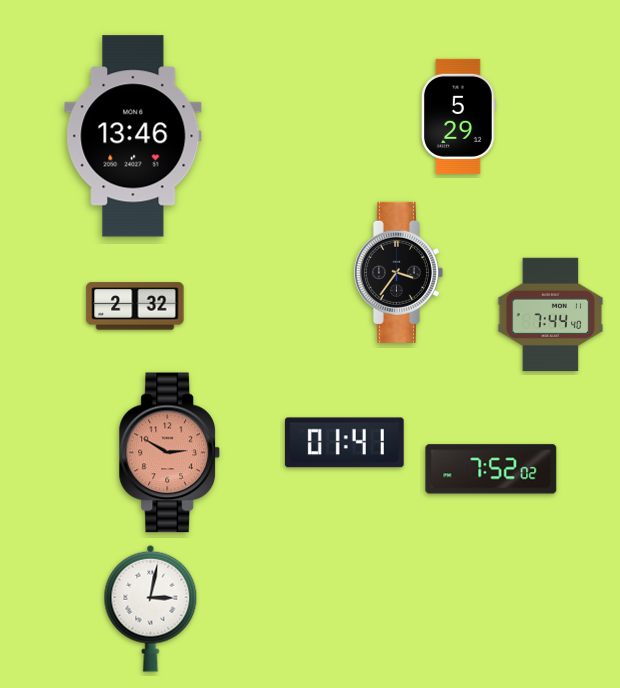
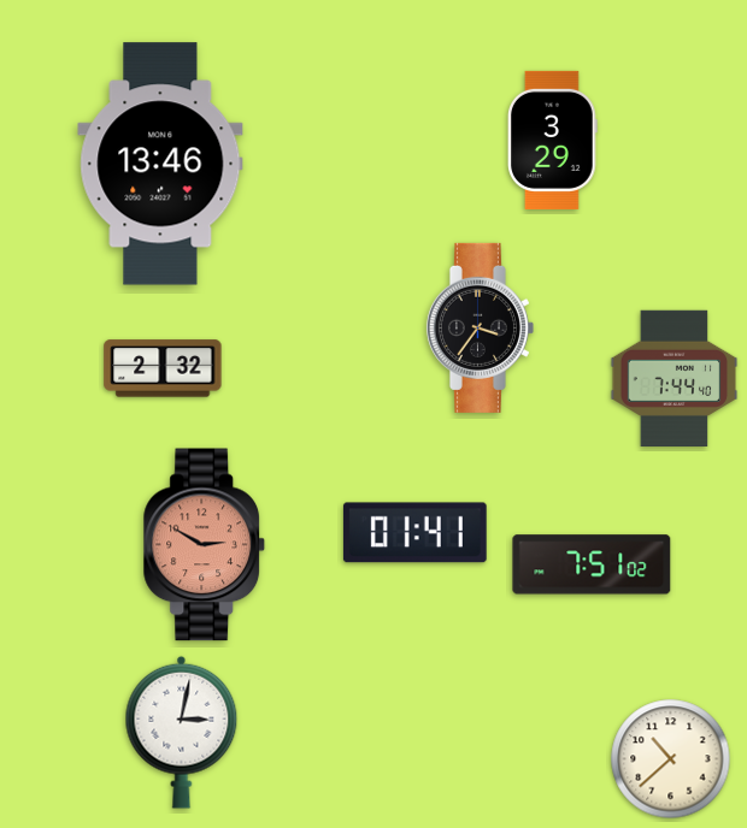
clock at (459, 116): 5:29 -> 3:29
clock at (551, 314) position: (551, 314) -> (675, 378)
clock at (491, 469): 7:52 -> 7:51
clock at (671, 759): none -> 10:38
